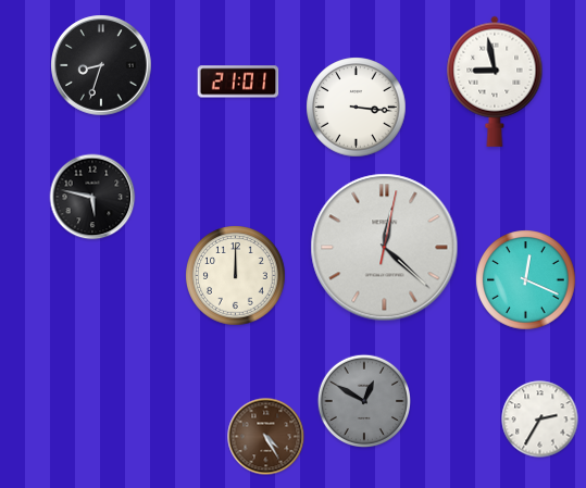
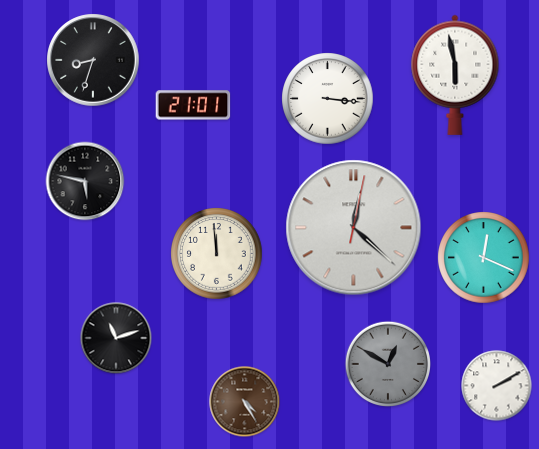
clock at (238, 82) position: (238, 82) -> (193, 105)
clock at (495, 82): 8:58 -> 5:58
clock at (236, 276): 12:00 -> 11:59
clock at (116, 338): none -> 11:12
clock at (363, 400) position: (363, 400) -> (387, 363)
clock at (540, 420): 2:35 -> 2:10
